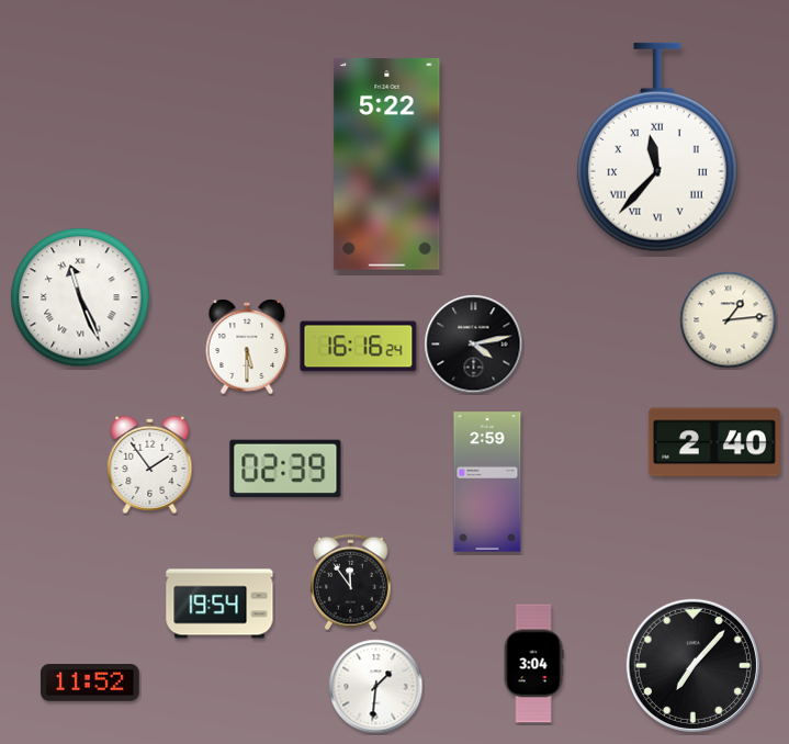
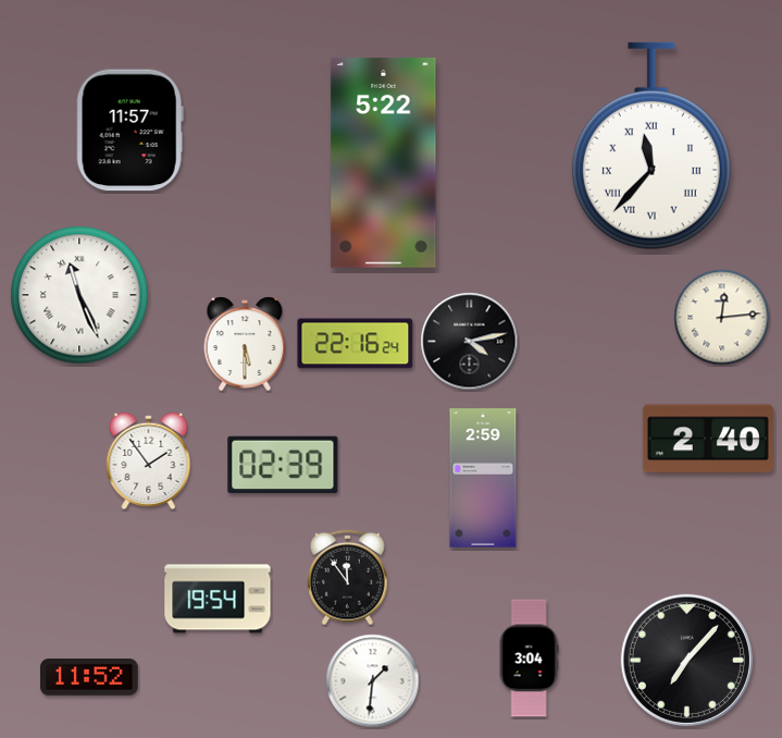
clock at (129, 131): none -> 11:57
clock at (729, 320): 1:14 -> 12:14
clock at (359, 347): 16:16 -> 22:16
